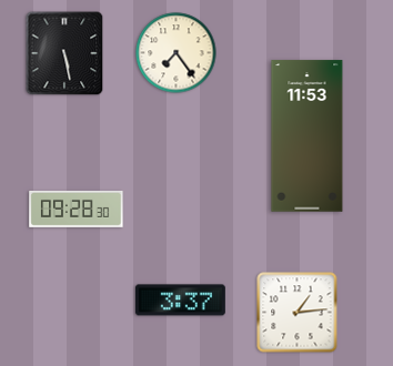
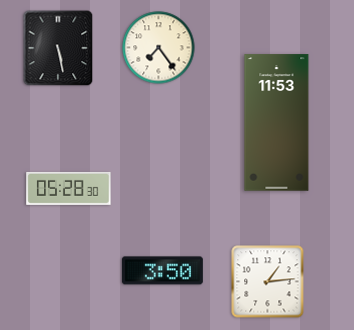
clock at (77, 209): 09:28 -> 05:28
clock at (180, 301): 3:37 -> 3:50
